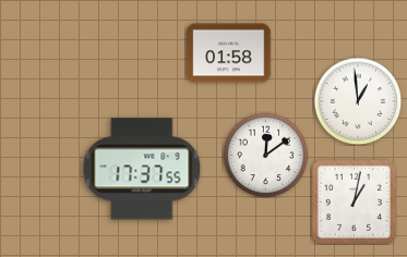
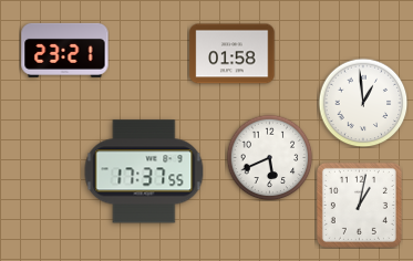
clock at (65, 50): none -> 23:21
clock at (265, 155): 12:09 -> 5:41
